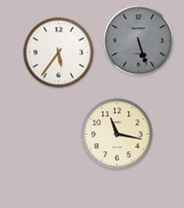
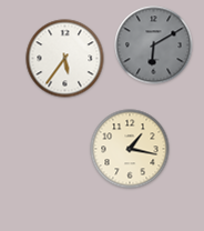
clock at (139, 41): 5:27 -> 6:10
clock at (117, 134): 11:17 -> 1:17
